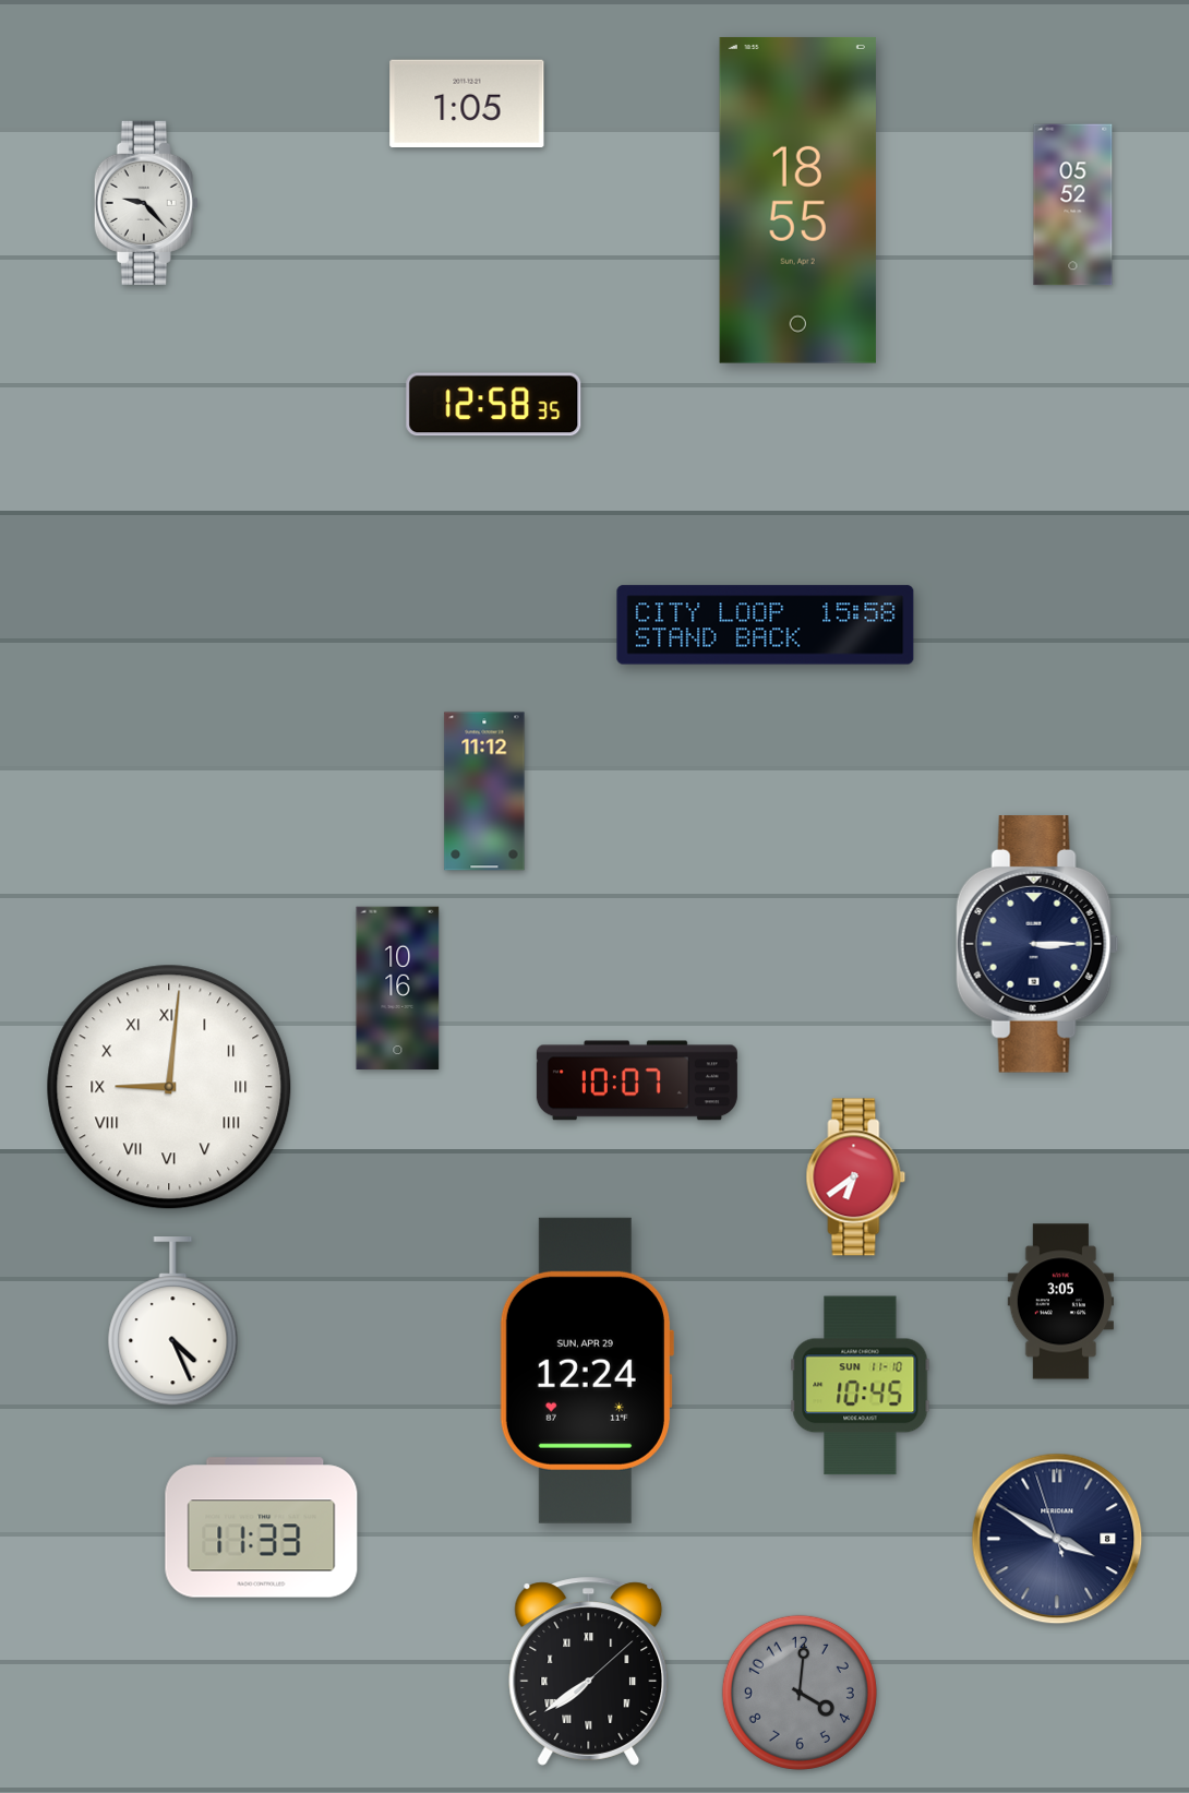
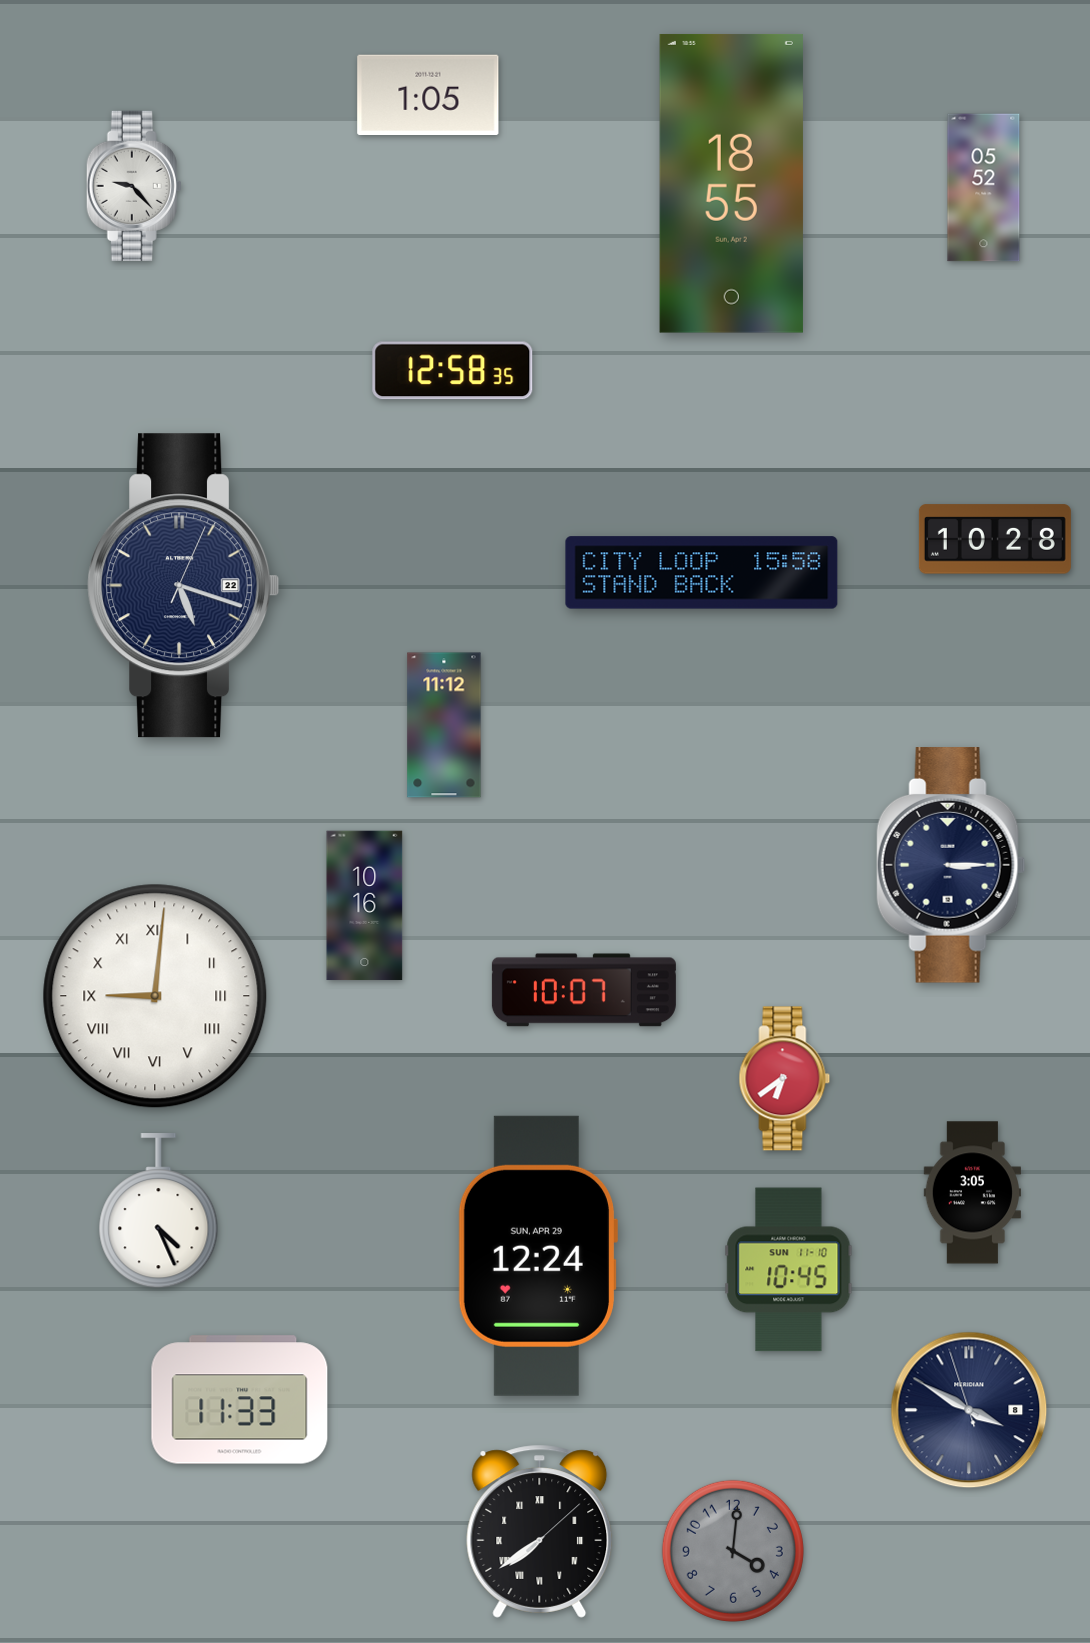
clock at (995, 539): none -> 10:28
clock at (184, 586): none -> 5:18
